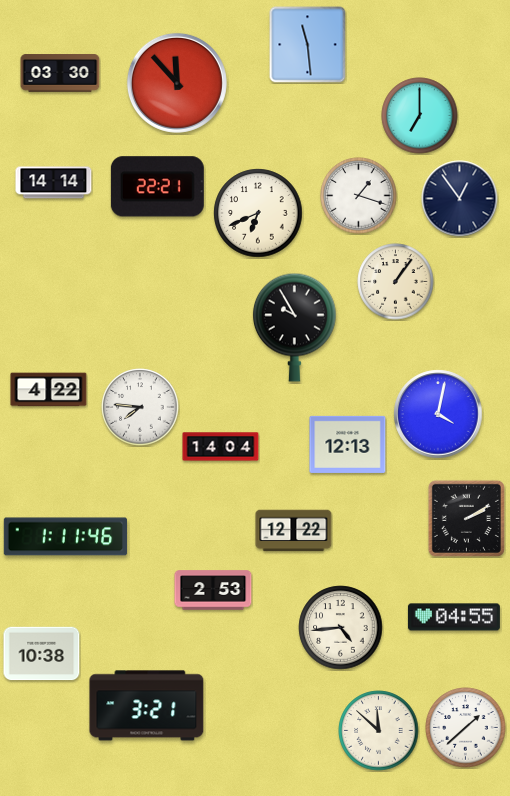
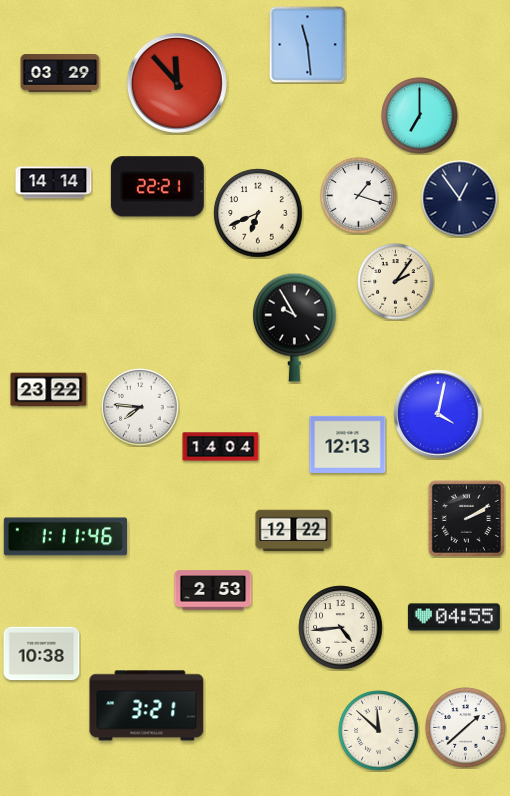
clock at (60, 73): 03:30 -> 03:29
clock at (396, 282): 1:06 -> 2:06
clock at (49, 390): 4:22 -> 23:22
